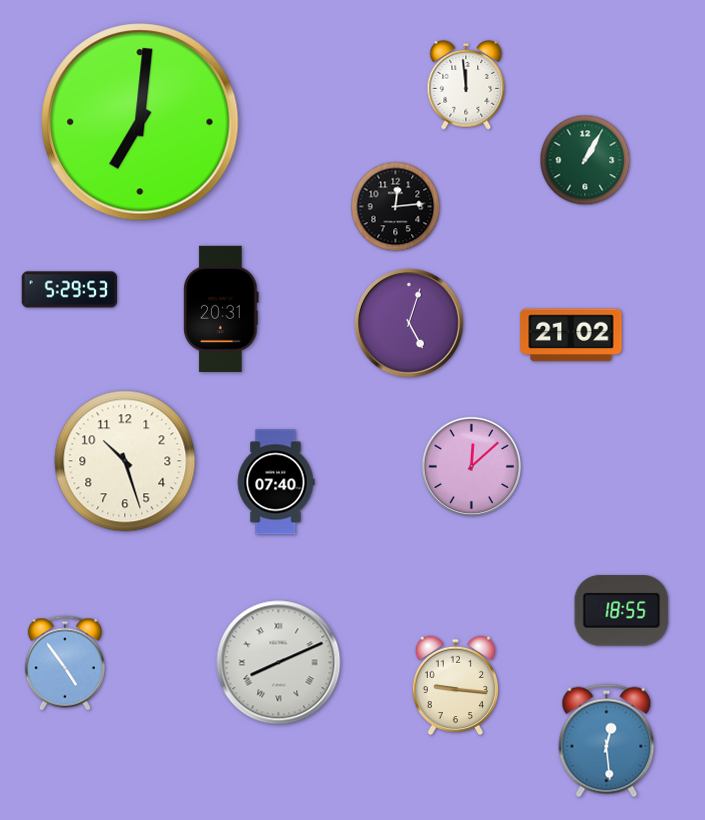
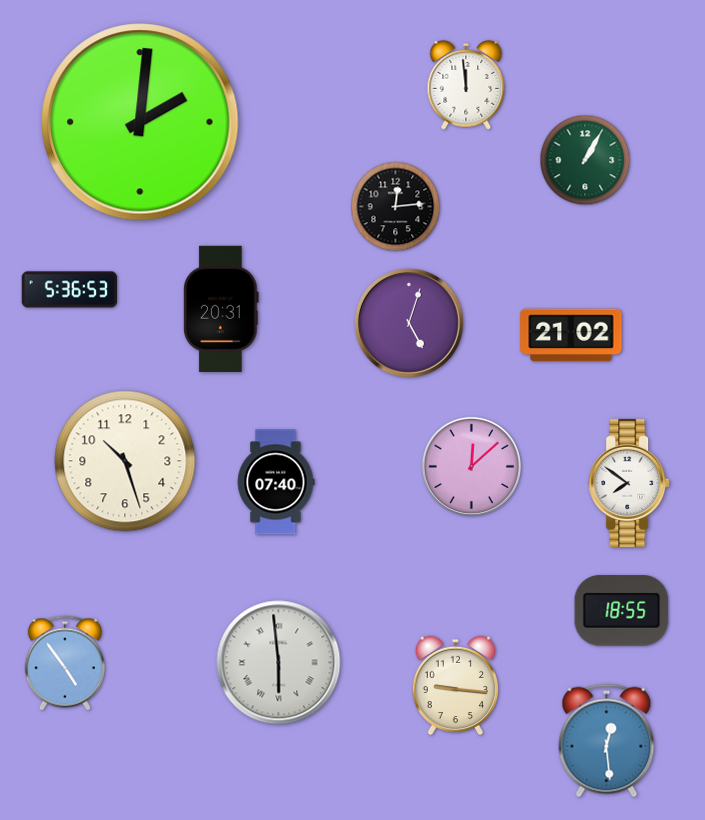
clock at (140, 122): 7:01 -> 2:01
clock at (70, 290): 5:29 -> 5:36
clock at (629, 483): none -> 7:51
clock at (279, 663): 8:11 -> 5:59
